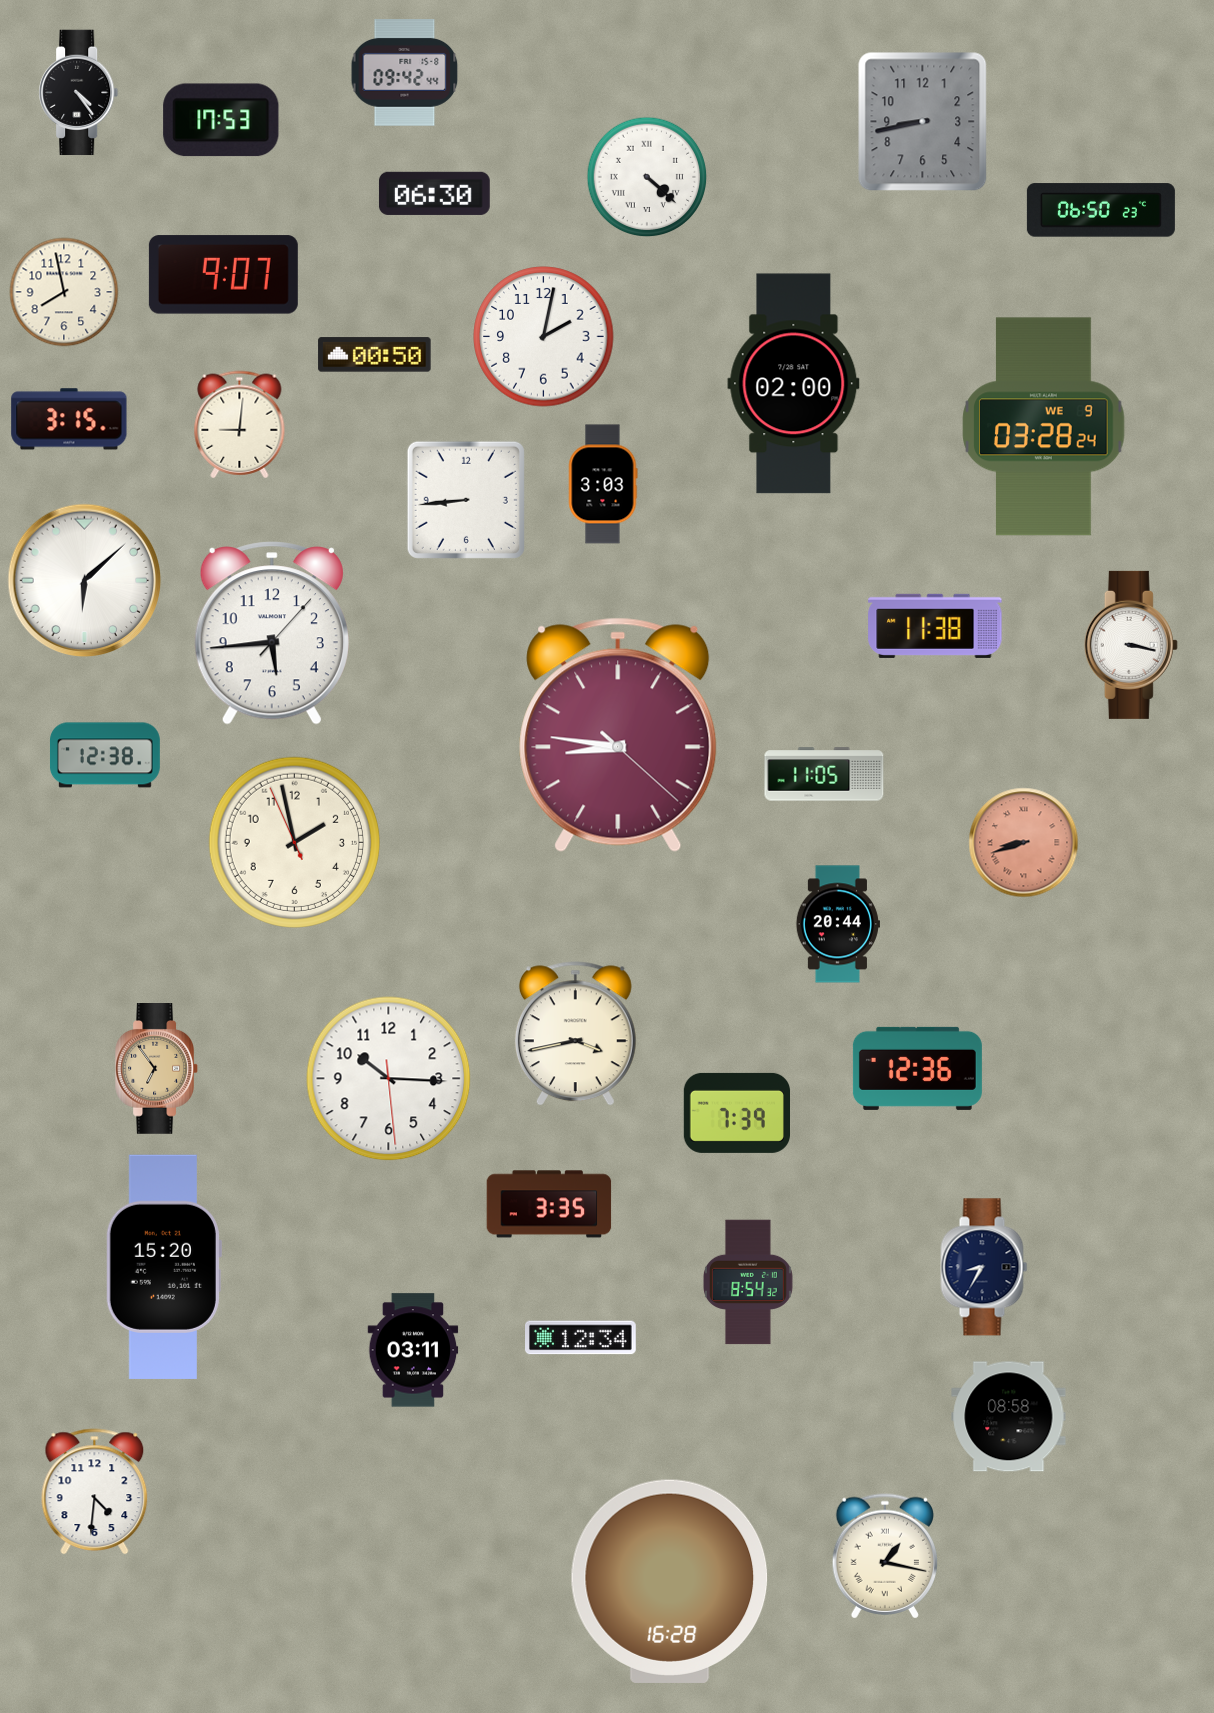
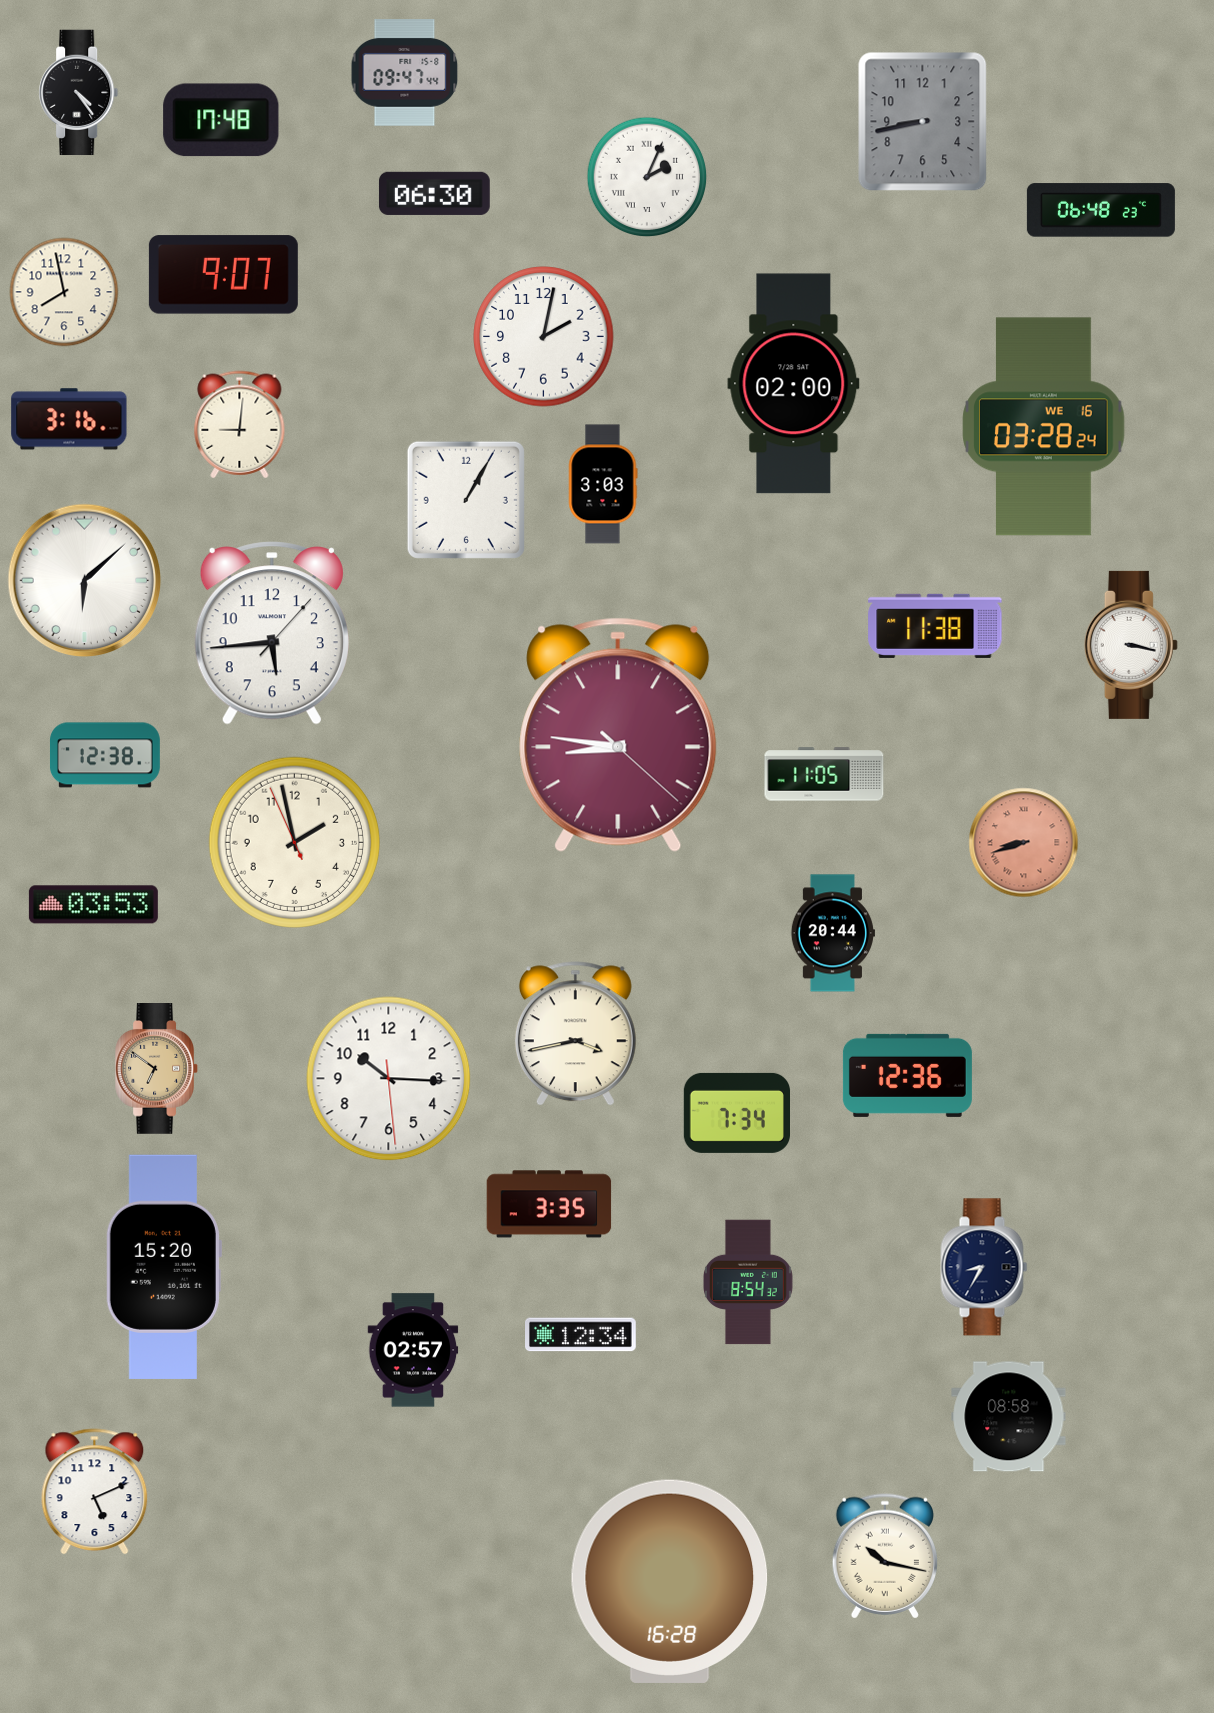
clock at (405, 73): 09:42 -> 09:47
clock at (221, 120): 17:53 -> 17:48
clock at (647, 177): 4:22 -> 2:04
clock at (1101, 210): 06:50 -> 06:48
clock at (375, 355): 00:50 -> none
clock at (69, 419): 3:15 -> 3:16
clock at (1044, 427) date: WE 9 -> WE 16
clock at (466, 500): 8:44 -> 1:05
clock at (93, 905): none -> 03:53
clock at (838, 924) position: (838, 924) -> (833, 933)
clock at (917, 1068) position: (917, 1068) -> (907, 1075)
clock at (156, 1069): 6:54 -> 6:51
clock at (736, 1113): 7:39 -> 7:34
clock at (581, 1338) position: (581, 1338) -> (581, 1335)
clock at (413, 1350): 03:11 -> 02:57
clock at (95, 1492): 4:31 -> 5:11
clock at (884, 1556): 1:17 -> 10:17
